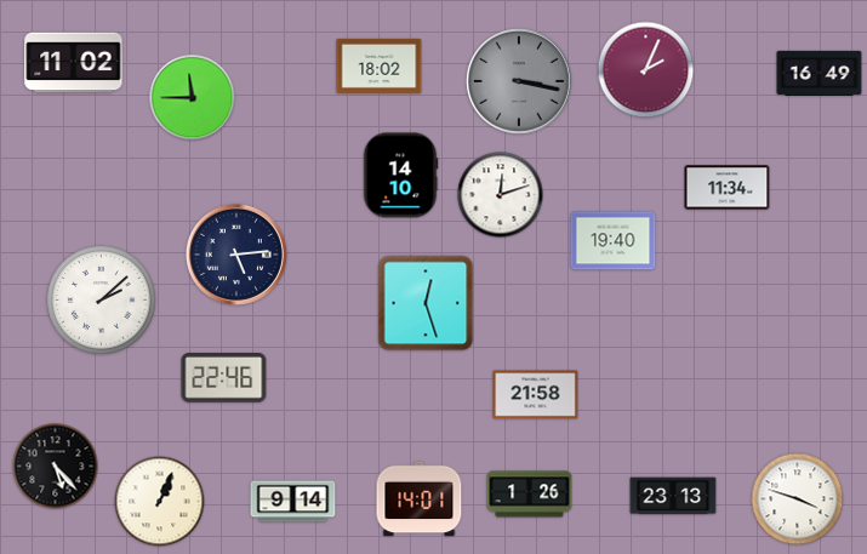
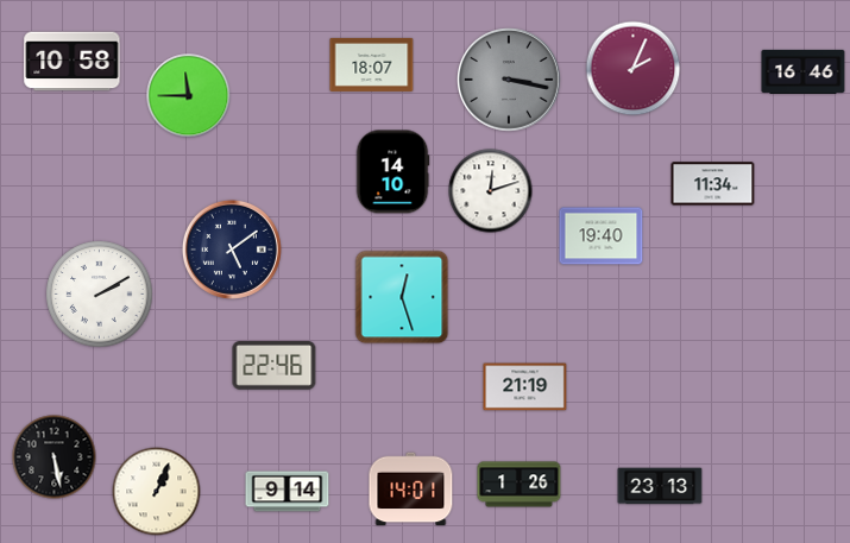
clock at (74, 63): 11:02 -> 10:58
clock at (380, 65): 18:02 -> 18:07
clock at (820, 73): 16:49 -> 16:46
clock at (236, 255): 5:14 -> 5:09
clock at (102, 301): 2:08 -> 2:10
clock at (426, 303) position: (426, 303) -> (402, 297)
clock at (224, 378) position: (224, 378) -> (275, 366)
clock at (536, 395): 21:58 -> 21:19
clock at (56, 467): 5:23 -> 5:28
clock at (798, 499): 3:48 -> none
